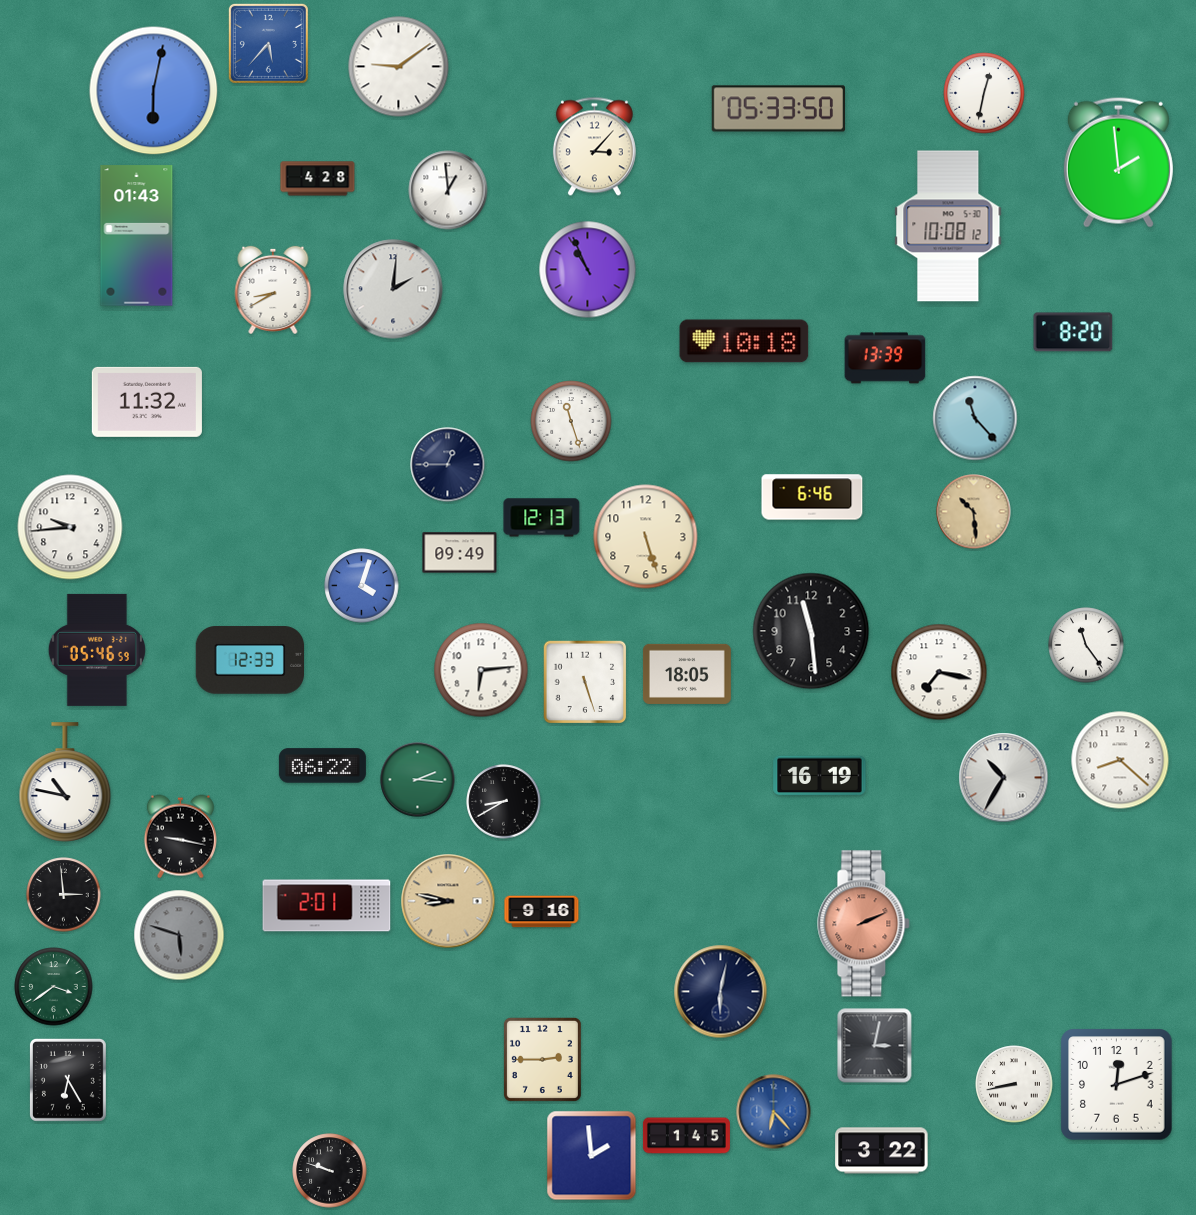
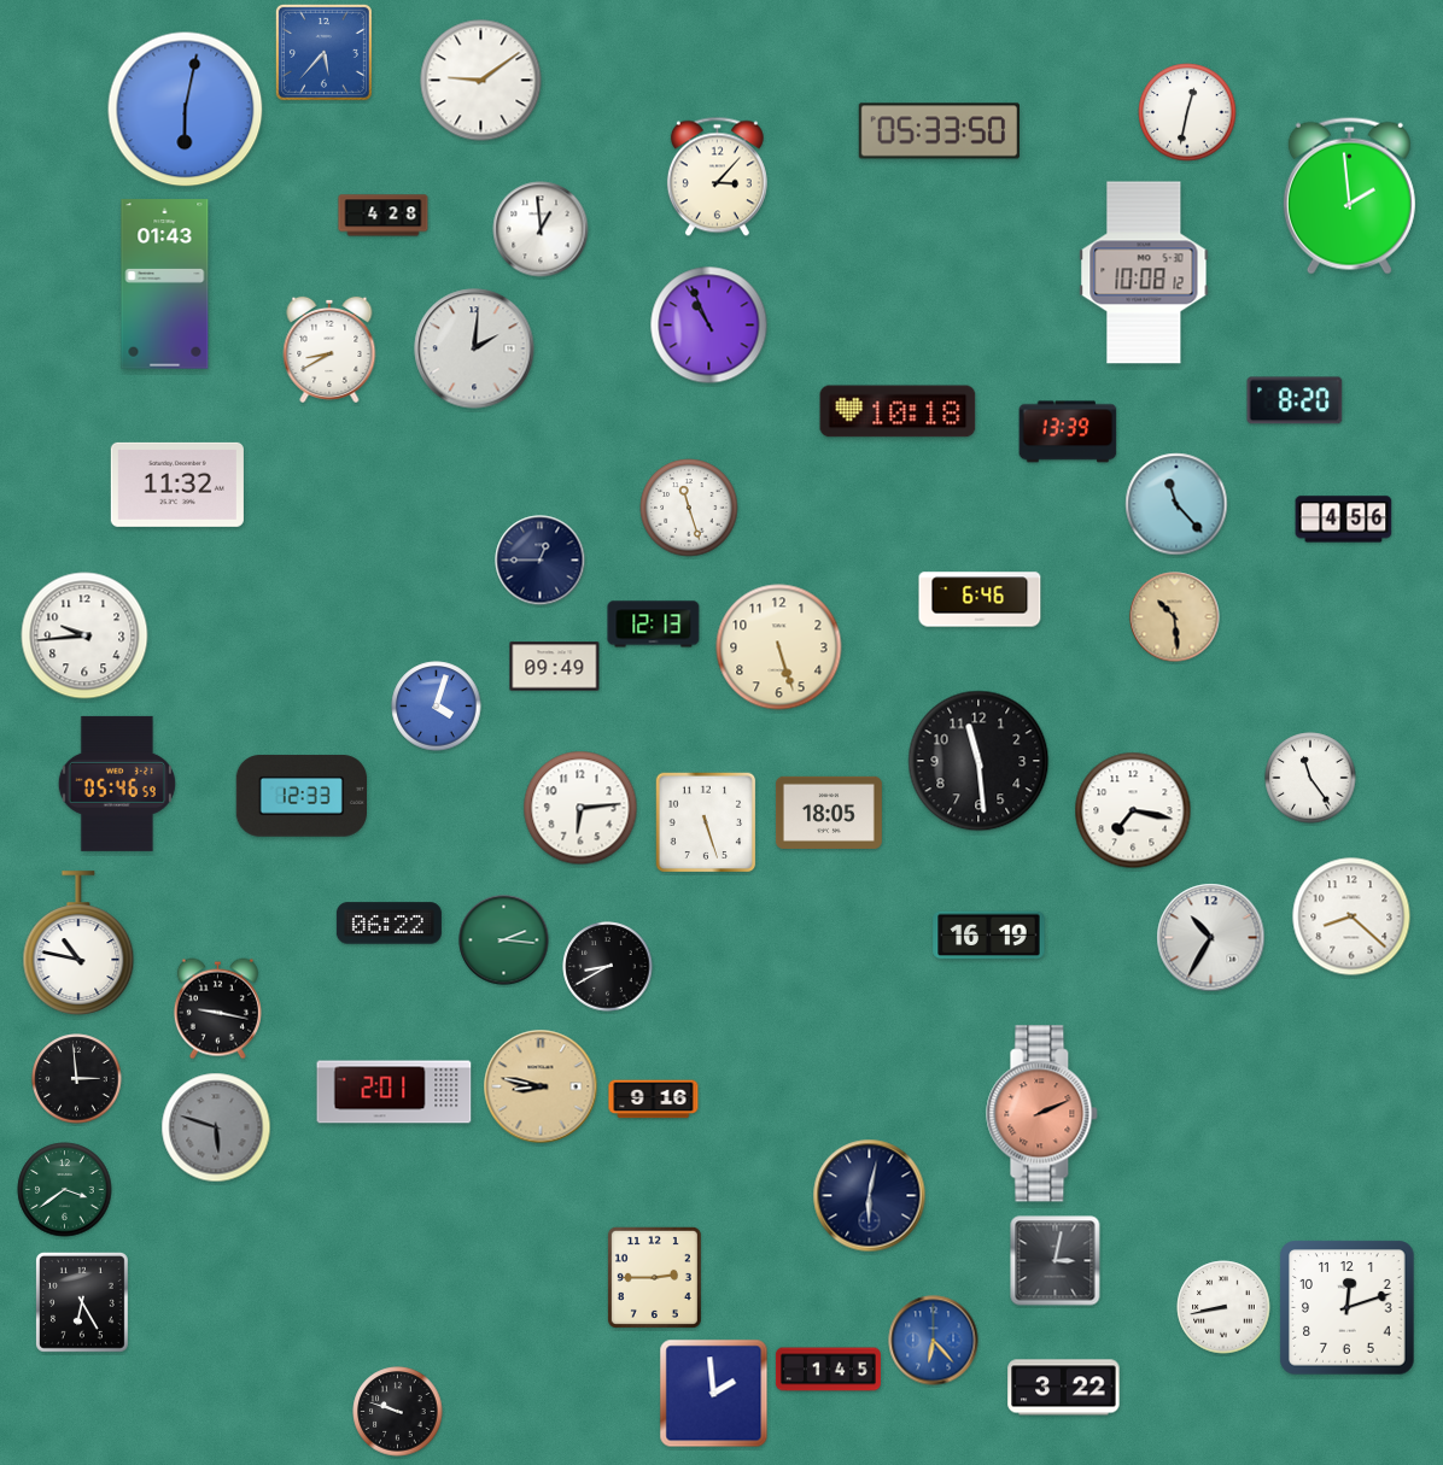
clock at (1344, 520): none -> 4:56
